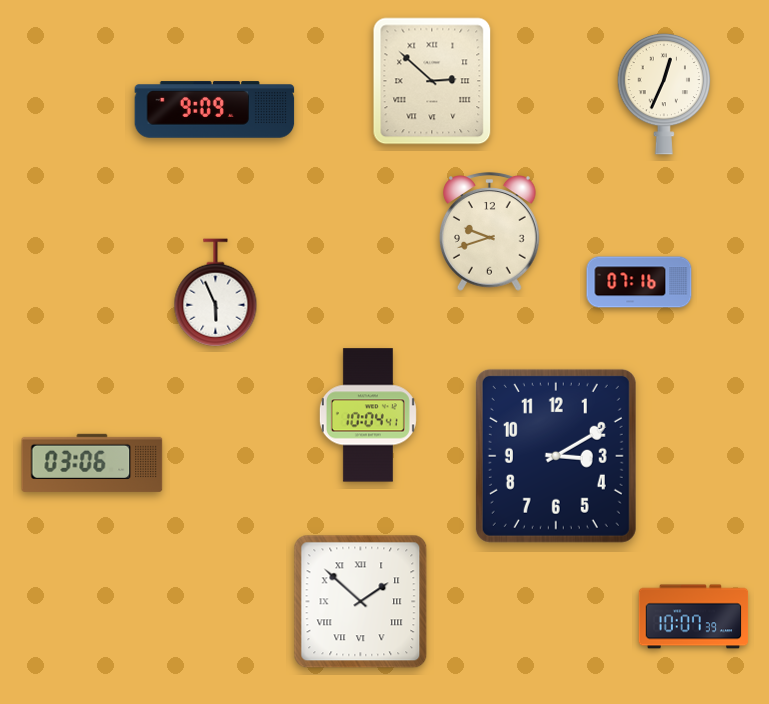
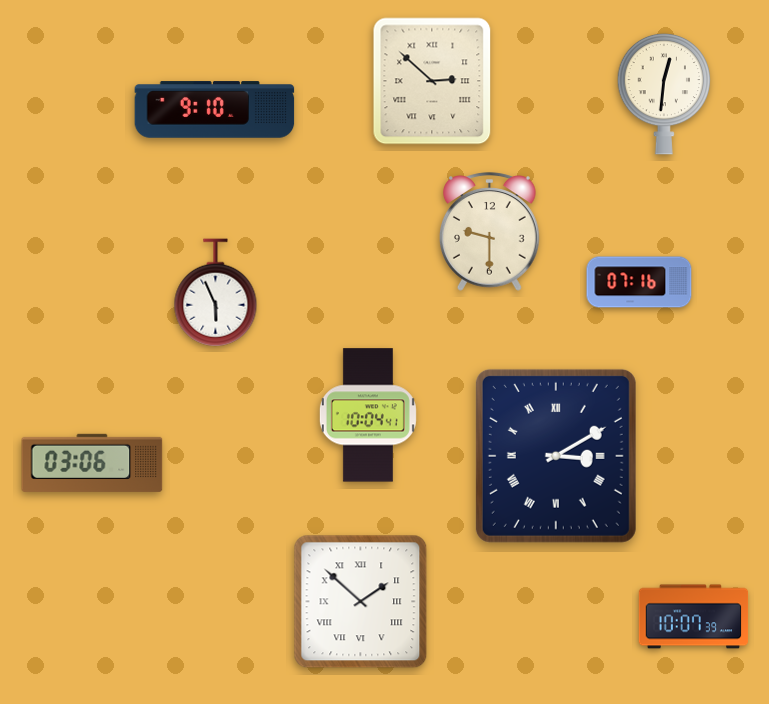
clock at (664, 94): 12:34 -> 12:31
clock at (215, 110): 9:09 -> 9:10
clock at (490, 232): 9:42 -> 9:30
clock at (556, 456) numerals: Arabic -> Roman
